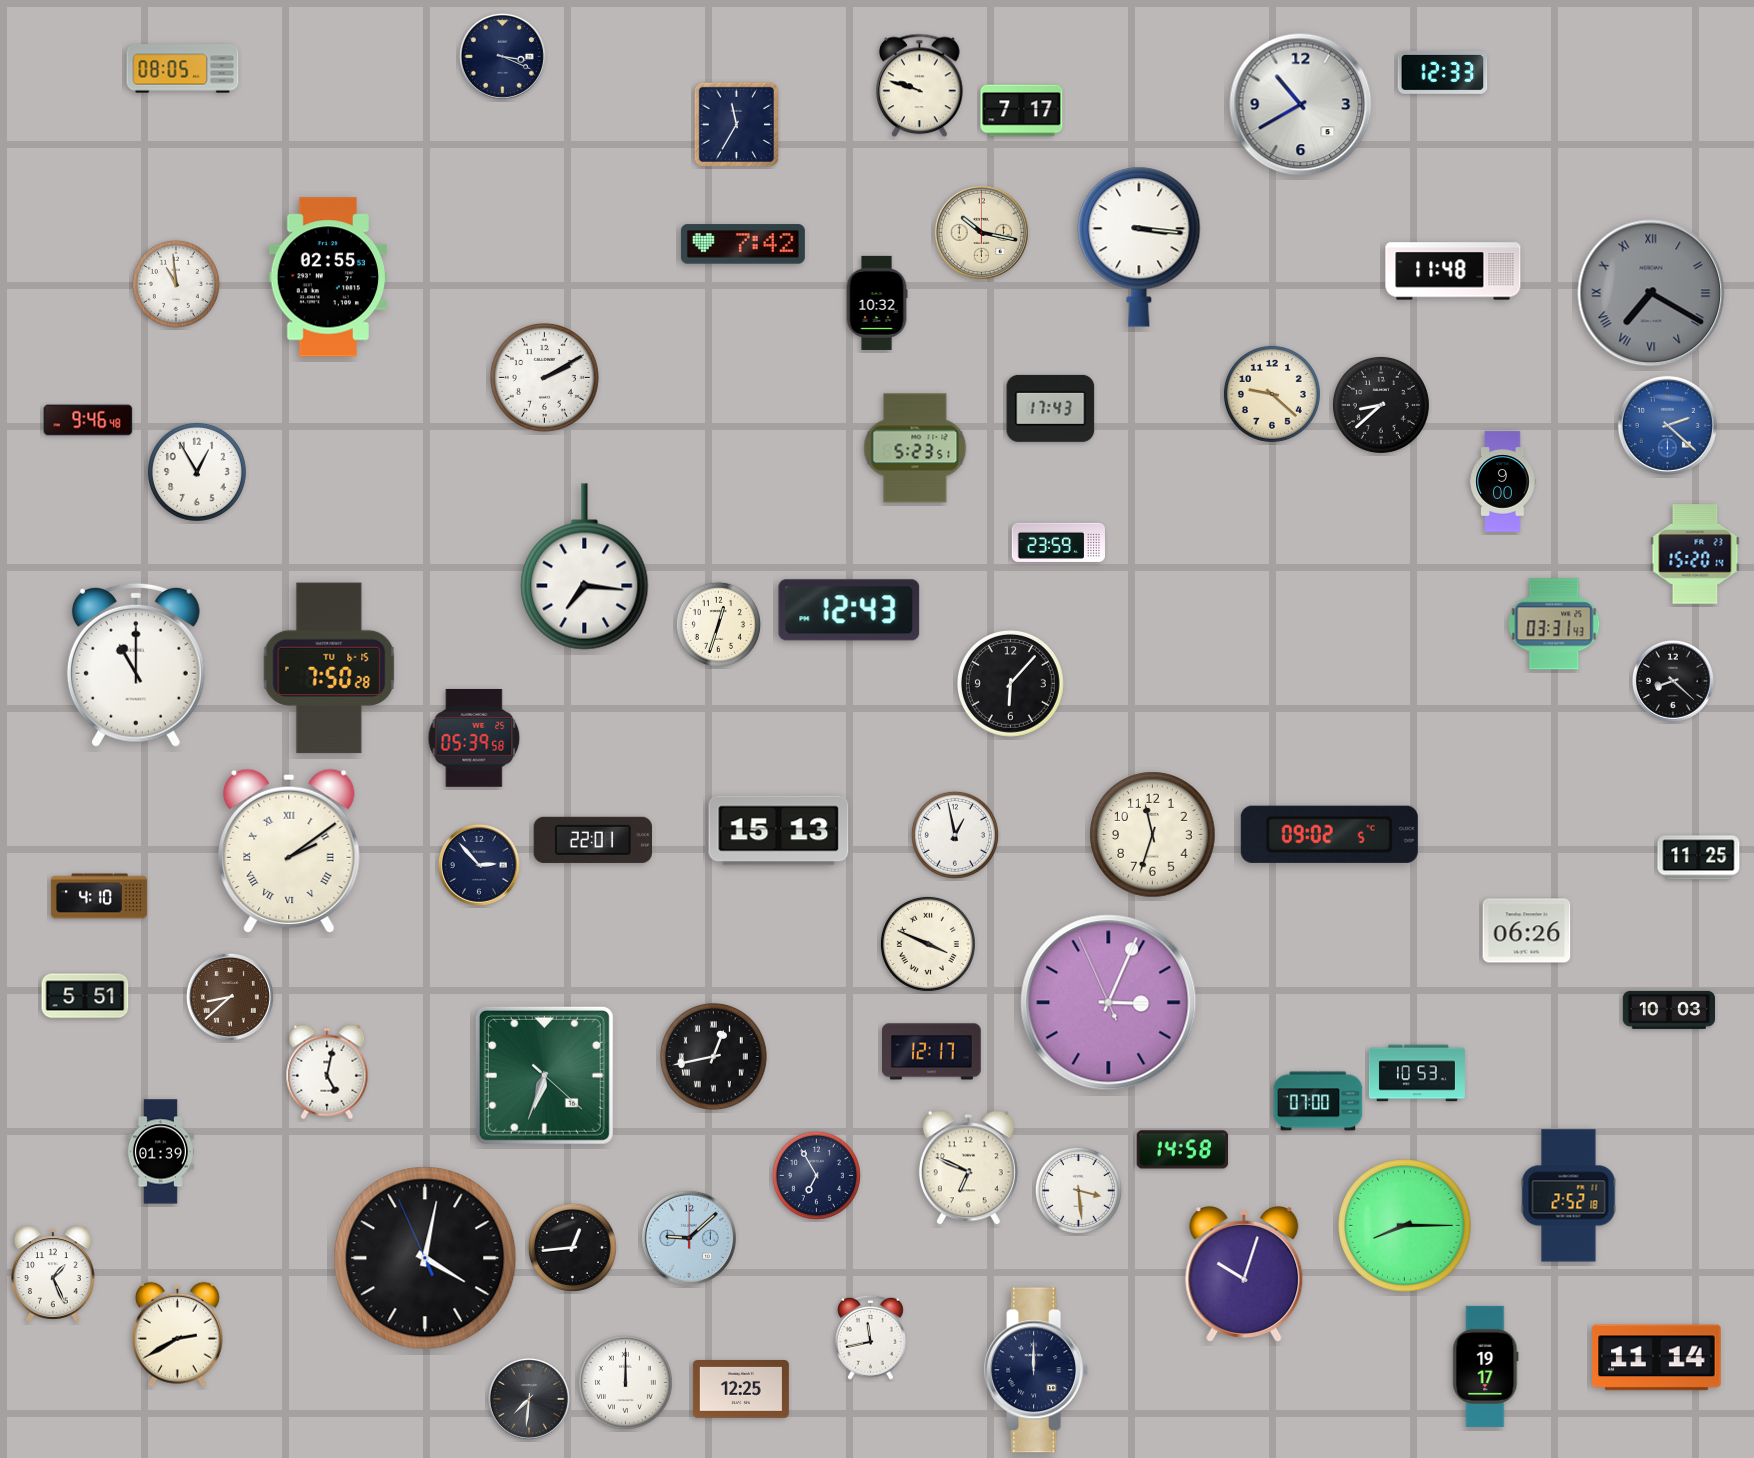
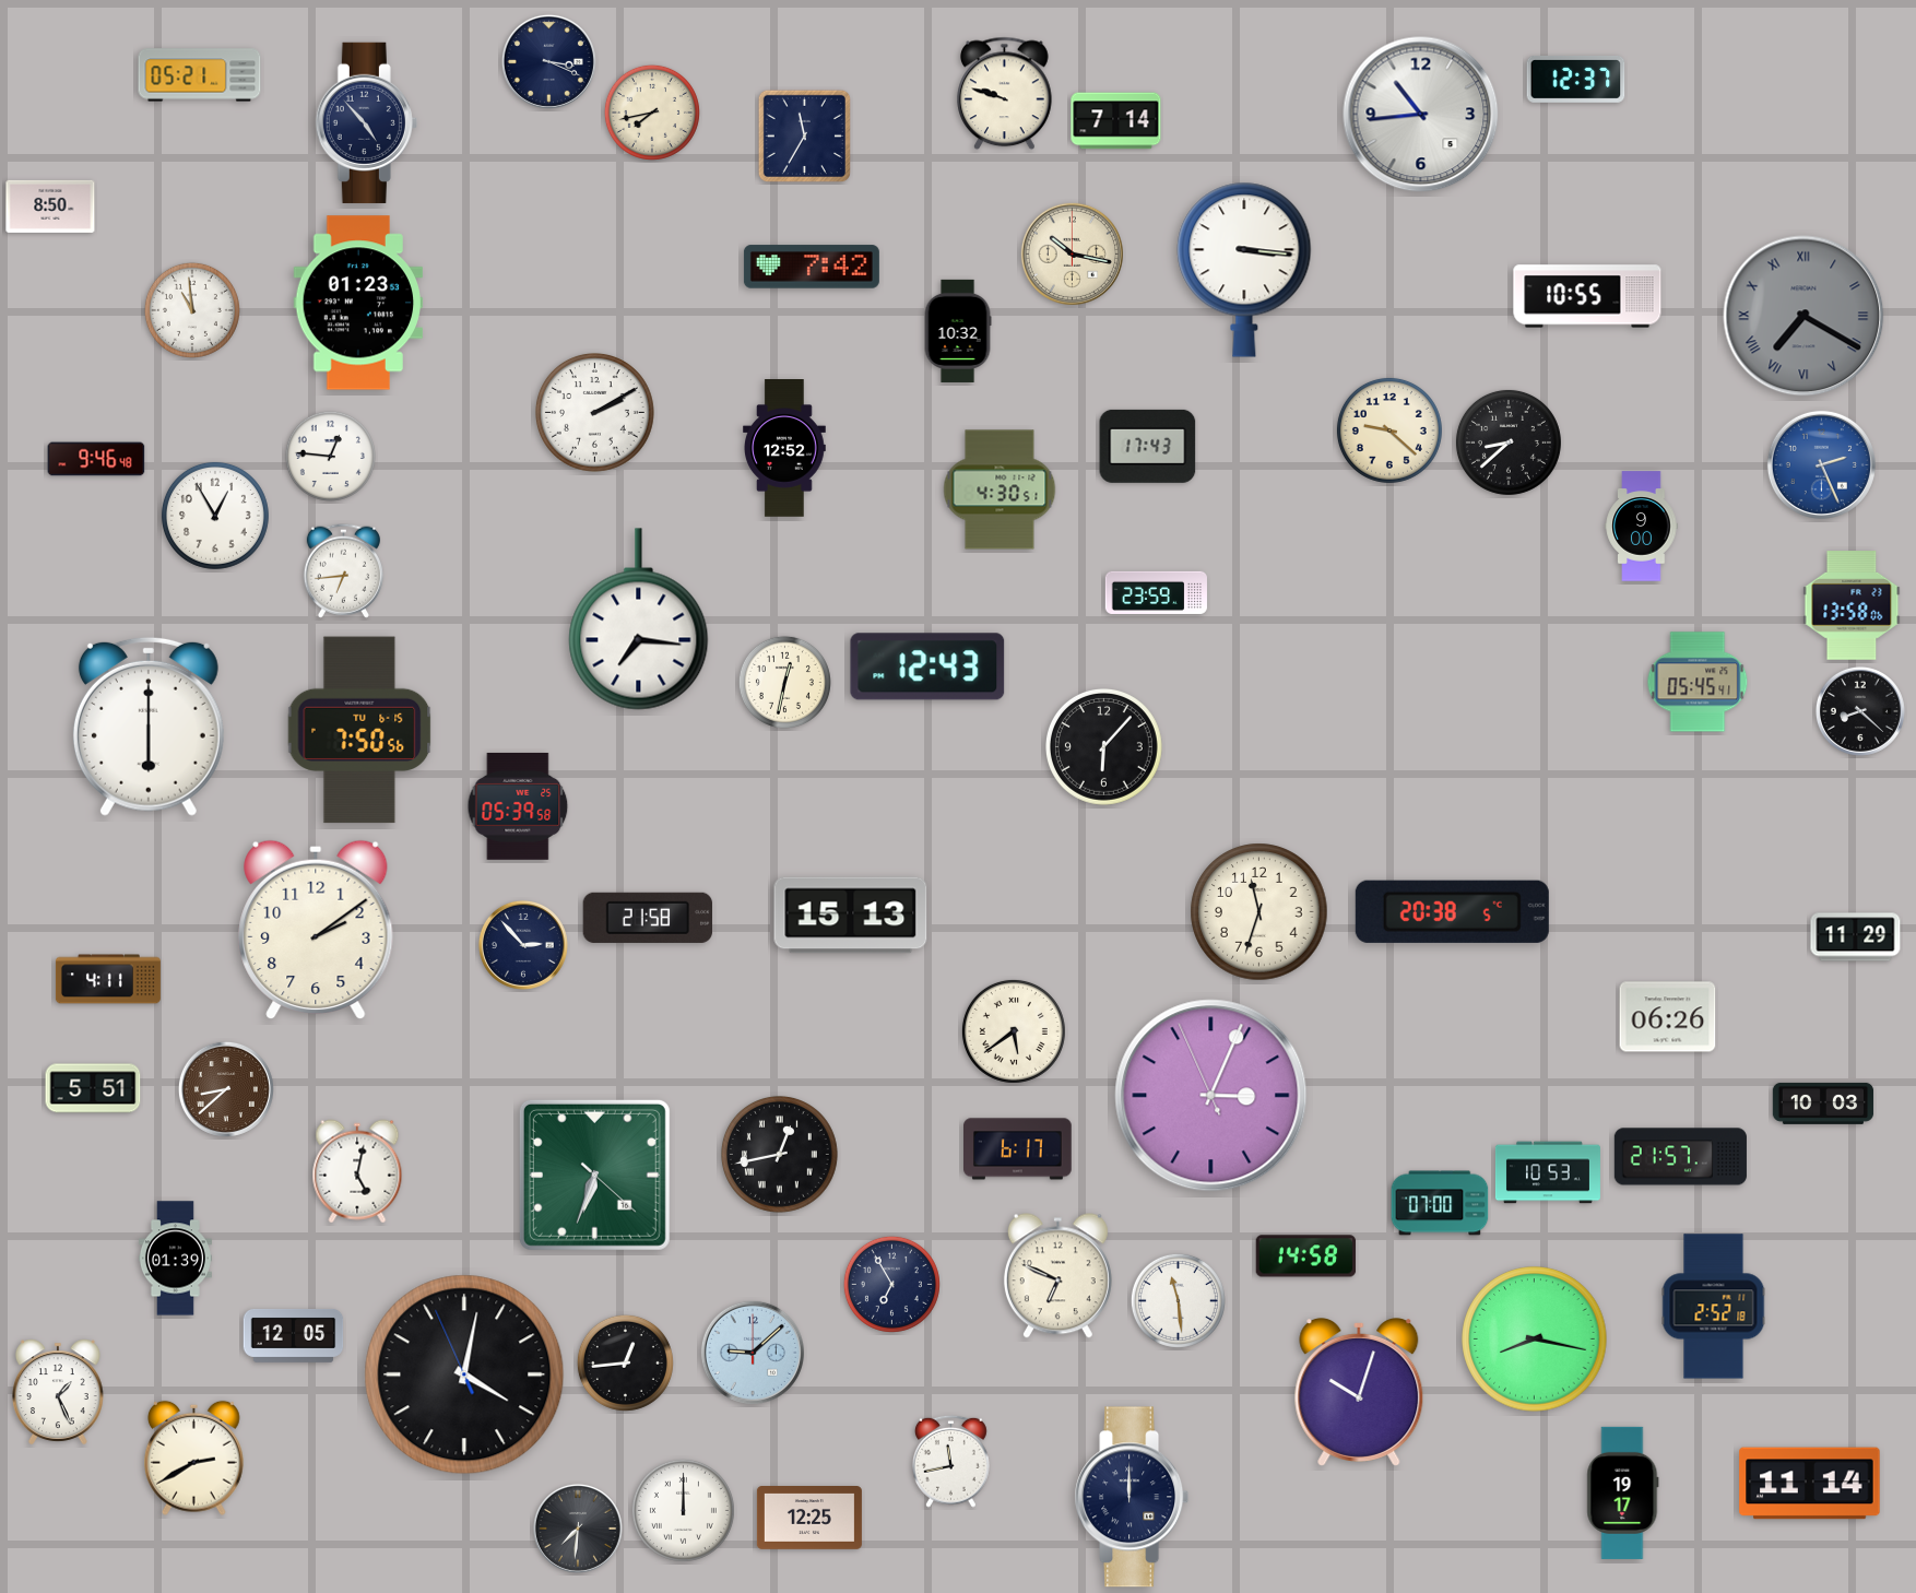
clock at (183, 69): 08:05 -> 05:21
clock at (1443, 73): 12:33 -> 12:37
clock at (652, 113): none -> 7:43
clock at (1301, 105): 10:40 -> 10:44
clock at (1022, 111): 7:17 -> 7:14
clock at (366, 122): none -> 4:53
clock at (50, 206): none -> 8:50
clock at (1453, 271): 11:48 -> 10:55
clock at (328, 277): 02:55 -> 01:23
clock at (1651, 293) position: (1651, 293) -> (1803, 316)
clock at (785, 448): none -> 12:52
clock at (330, 456): none -> 12:46
clock at (1667, 425): 2:22 -> 2:26
clock at (915, 448): 5:23 -> 4:30
clock at (343, 570): none -> 6:44
clock at (1695, 554): 15:20 -> 13:58
clock at (718, 624): 12:33 -> 12:32
clock at (1554, 624): 03:31 -> 05:45
clock at (136, 665): 11:00 -> 6:00
clock at (329, 668): 7:50:28 -> 7:50:56
clock at (1673, 681) position: (1673, 681) -> (1860, 711)
clock at (779, 831) position: (779, 831) -> (851, 916)
clock at (1329, 834): 09:02 -> 20:38
clock at (955, 835): 12:58 -> none
clock at (592, 840): 22:01 -> 21:58
clock at (289, 851) numerals: Roman -> Arabic
clock at (1699, 858): 11:25 -> 11:29
clock at (99, 896): 4:10 -> 4:11
clock at (928, 944): 3:49 -> 5:39
clock at (230, 997) position: (230, 997) -> (226, 1089)
clock at (932, 1052): 12:17 -> 6:17
clock at (1680, 1157): none -> 21:57
clock at (1183, 1150) position: (1183, 1150) -> (1306, 1256)
clock at (1078, 1190): 3:29 -> 11:29
clock at (294, 1336): none -> 12:05
clock at (1405, 1226): 8:15 -> 8:17
